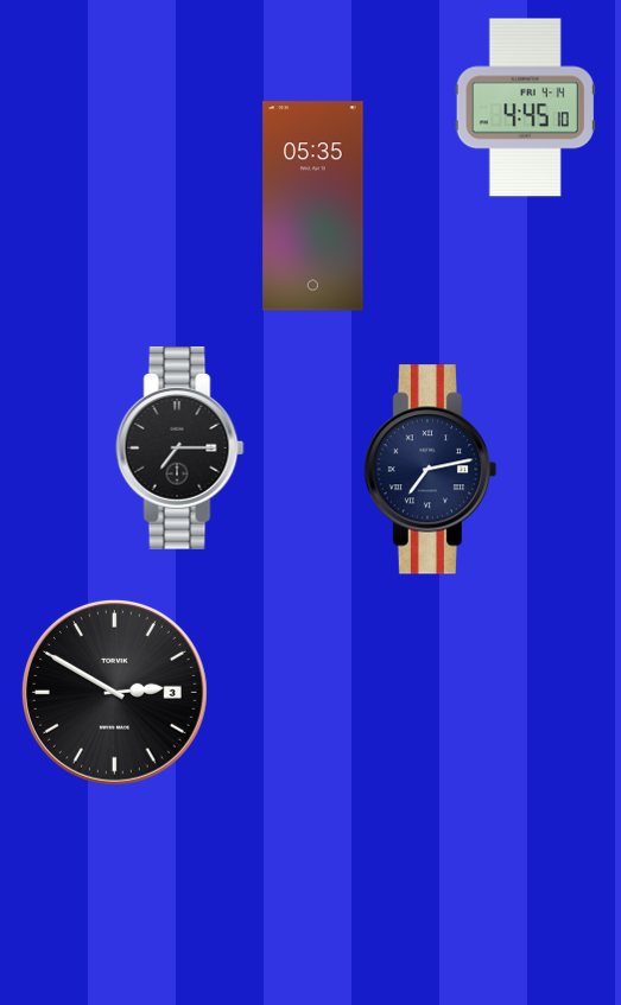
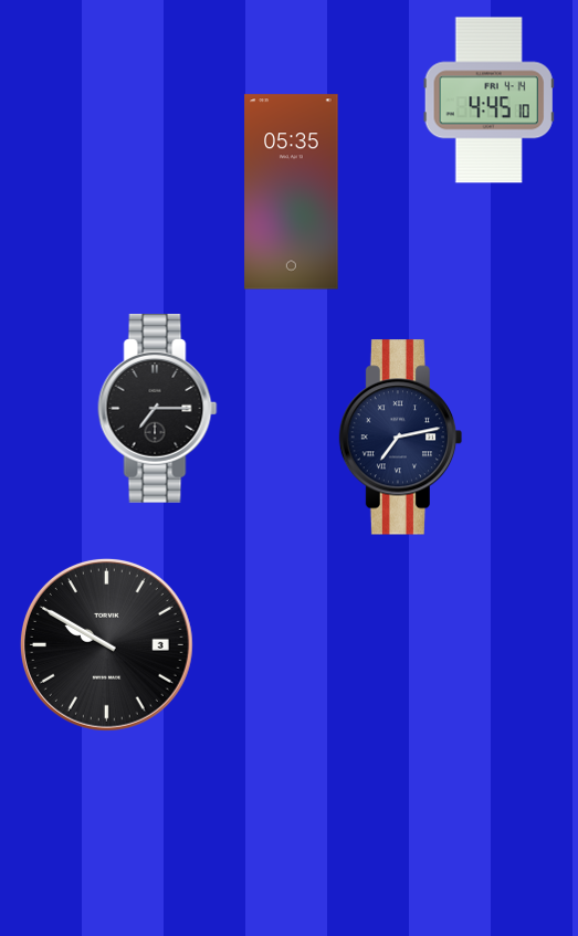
clock at (180, 447) position: (180, 447) -> (158, 408)
clock at (114, 692): 2:50 -> 9:50
